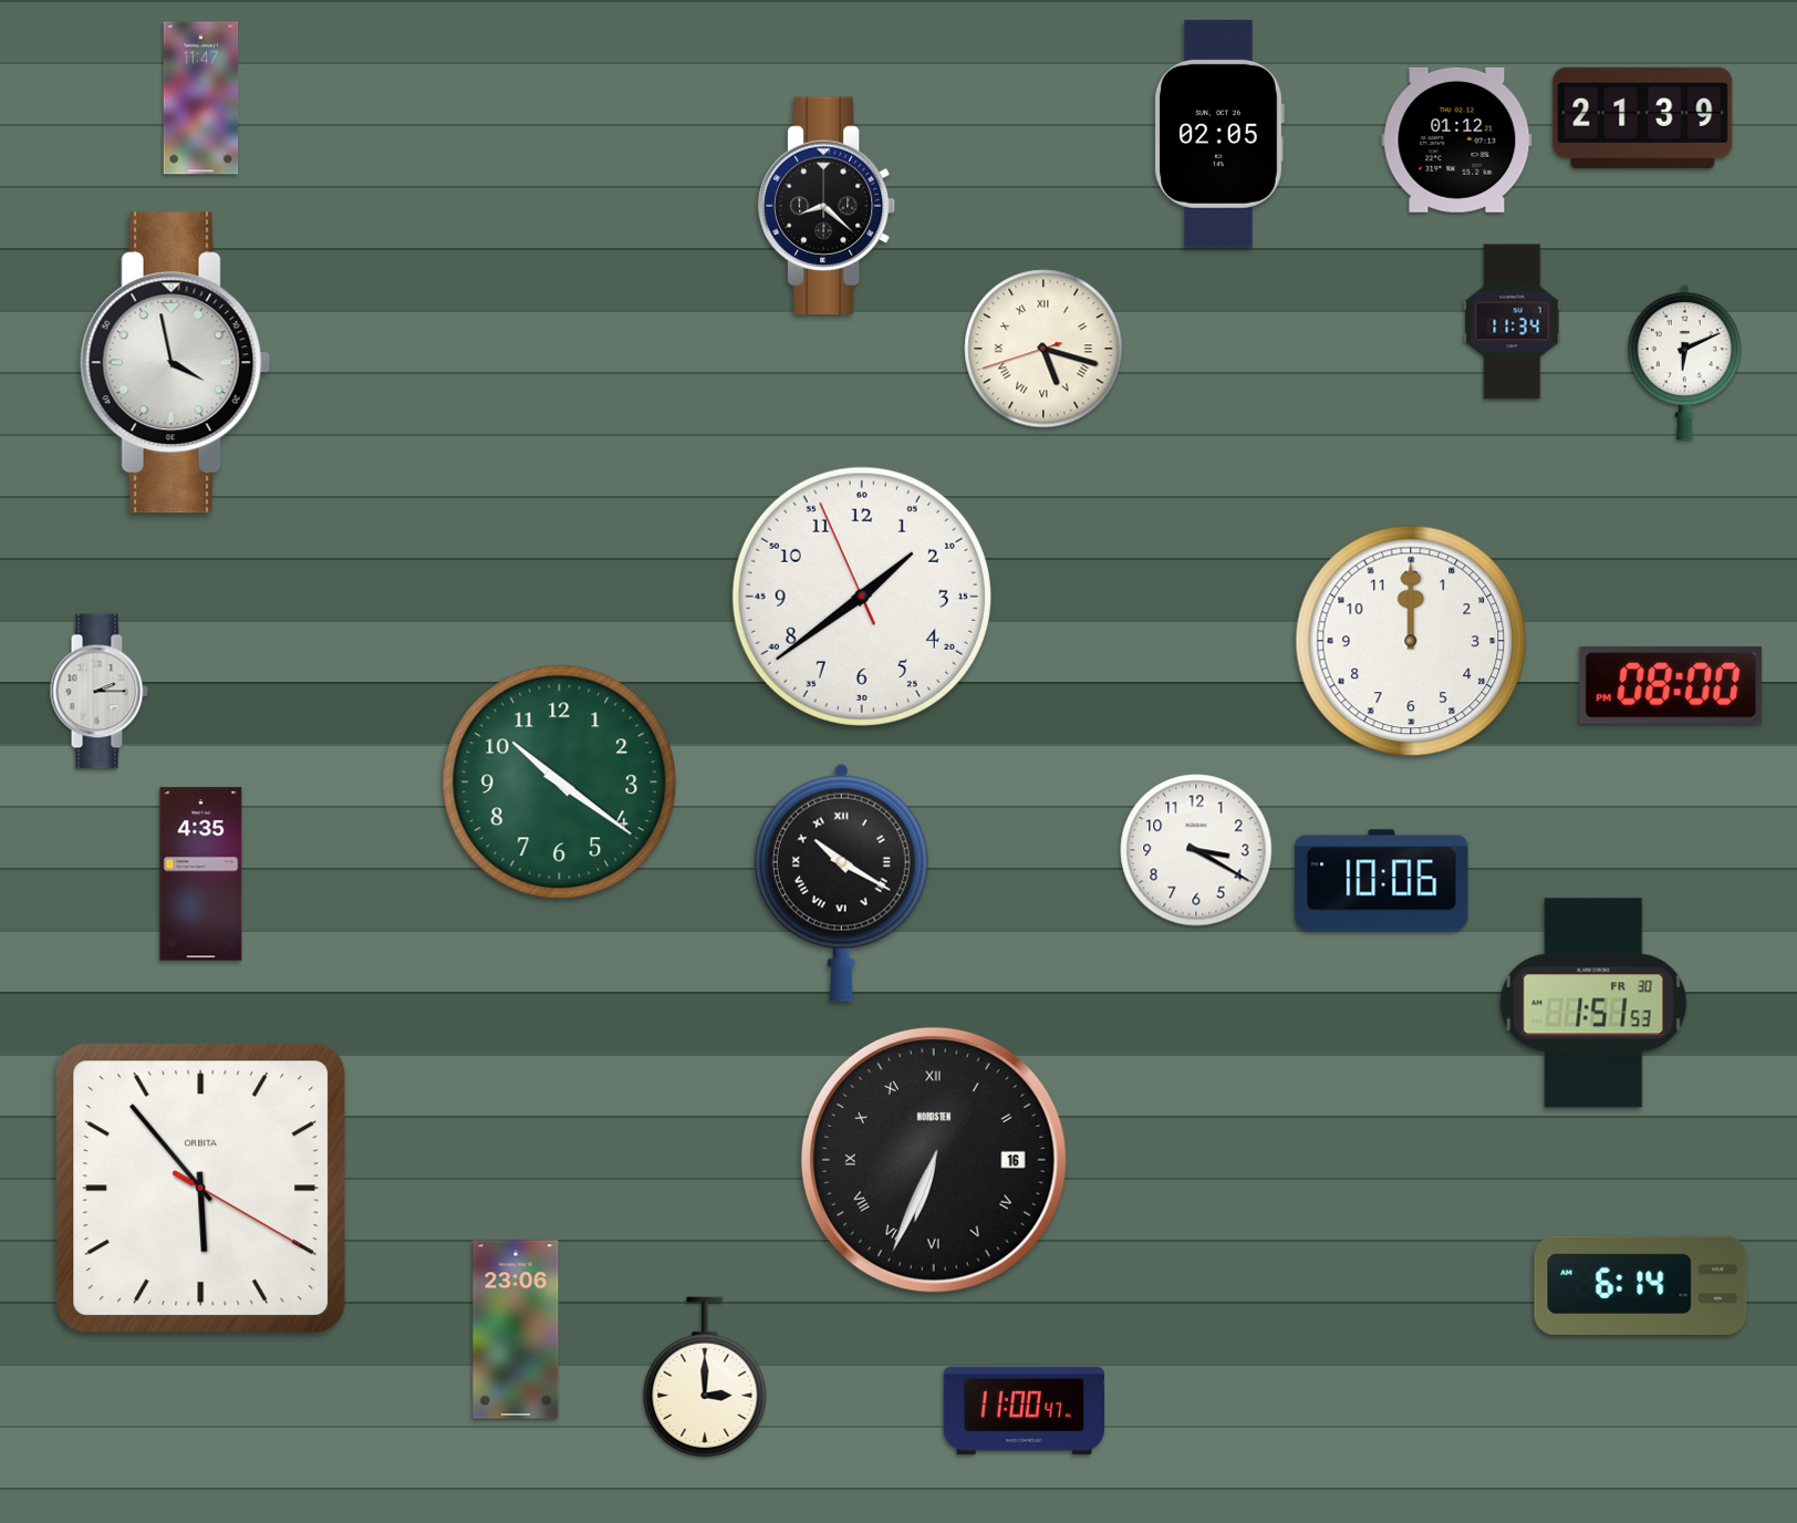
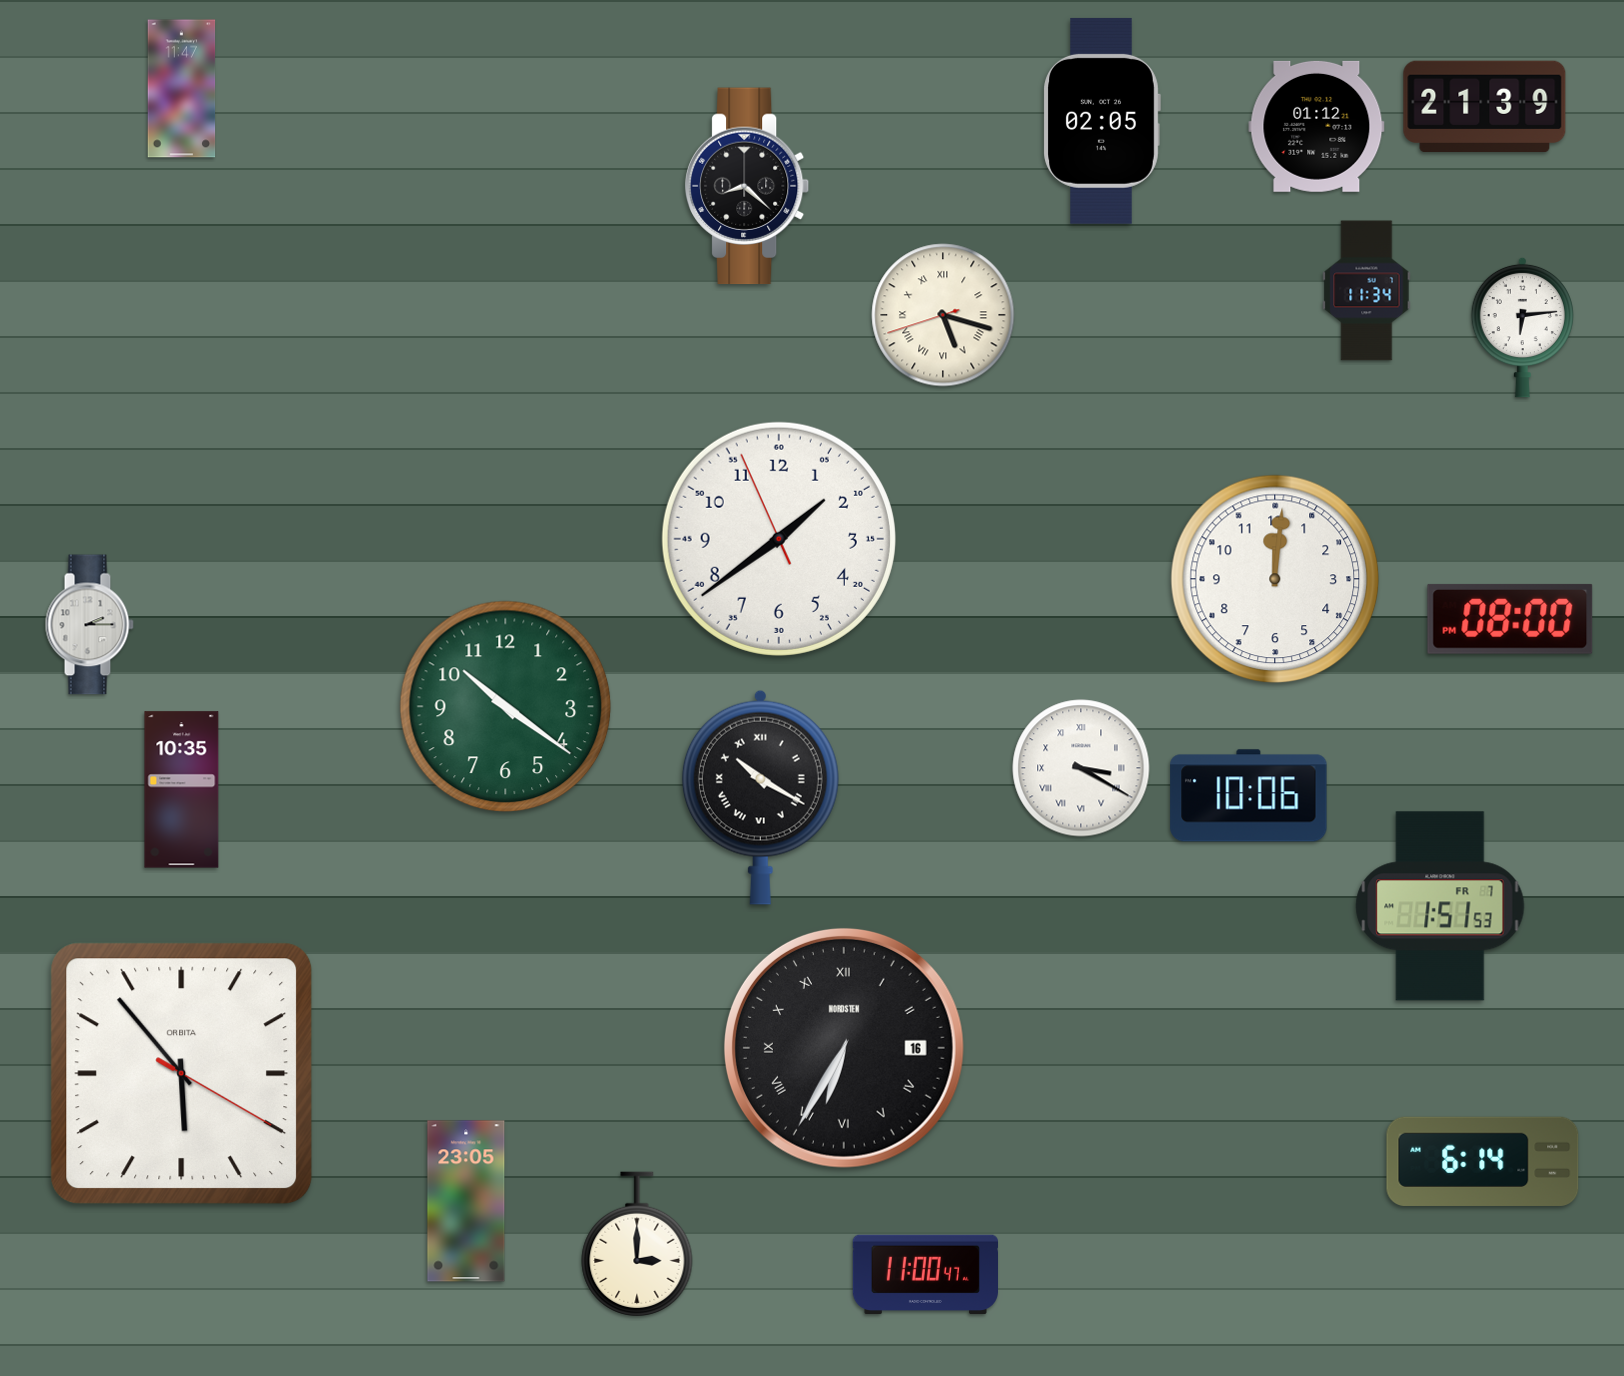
clock at (1684, 362): 6:11 -> 6:14
clock at (176, 363): 3:58 -> none
clock at (1411, 641): 12:00 -> 12:01
clock at (1196, 850) numerals: Arabic -> Roman
clock at (201, 874): 4:35 -> 10:35
clock at (1593, 1003) date: FR 30 -> FR 7
clock at (934, 1160): 6:34 -> 6:35
clock at (516, 1329): 23:06 -> 23:05
